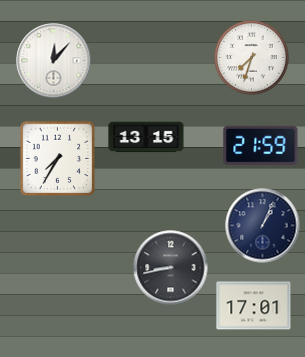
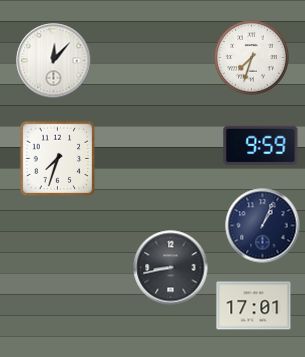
clock at (146, 137): 13:15 -> none
clock at (261, 145): 21:59 -> 9:59
clock at (58, 159): 7:35 -> 7:33
